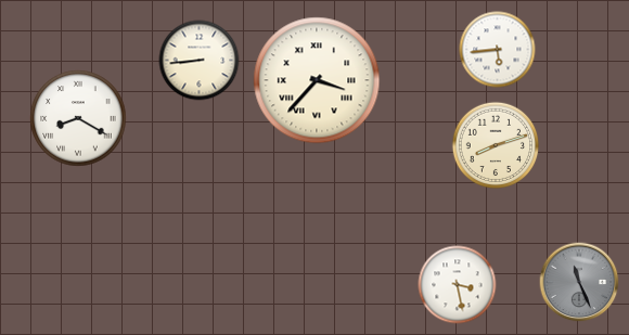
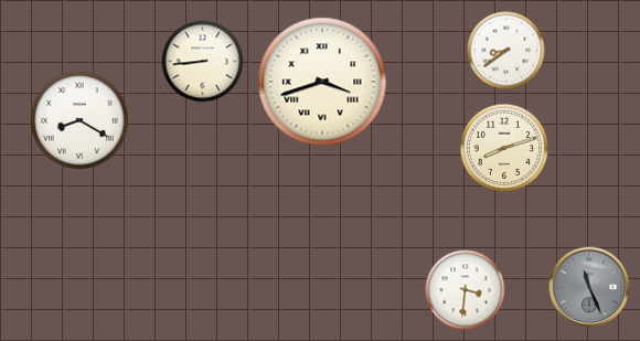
clock at (498, 50): 5:44 -> 8:39
clock at (317, 80): 3:37 -> 3:42
clock at (458, 285): 3:28 -> 3:31
